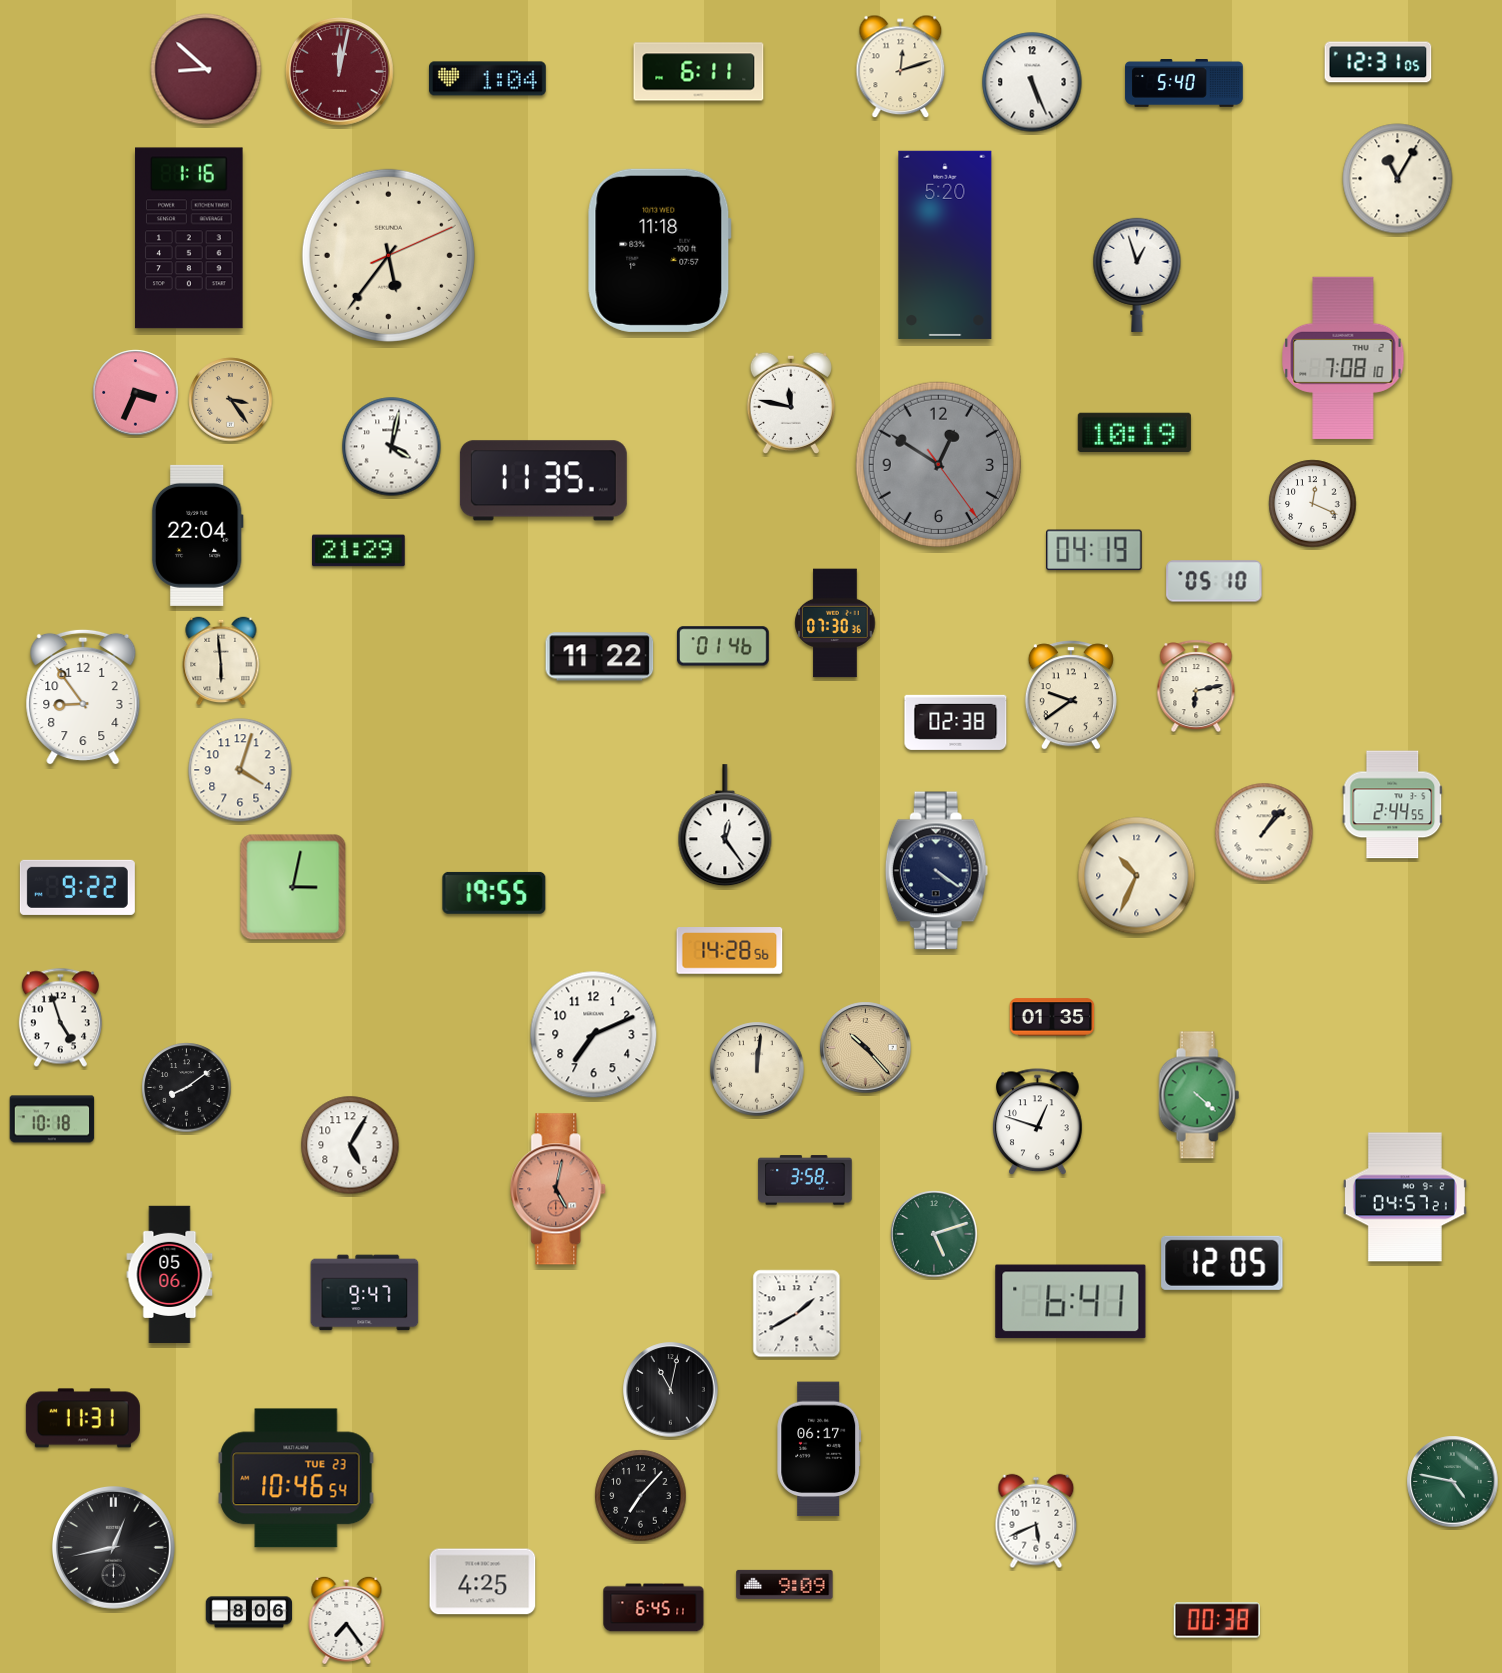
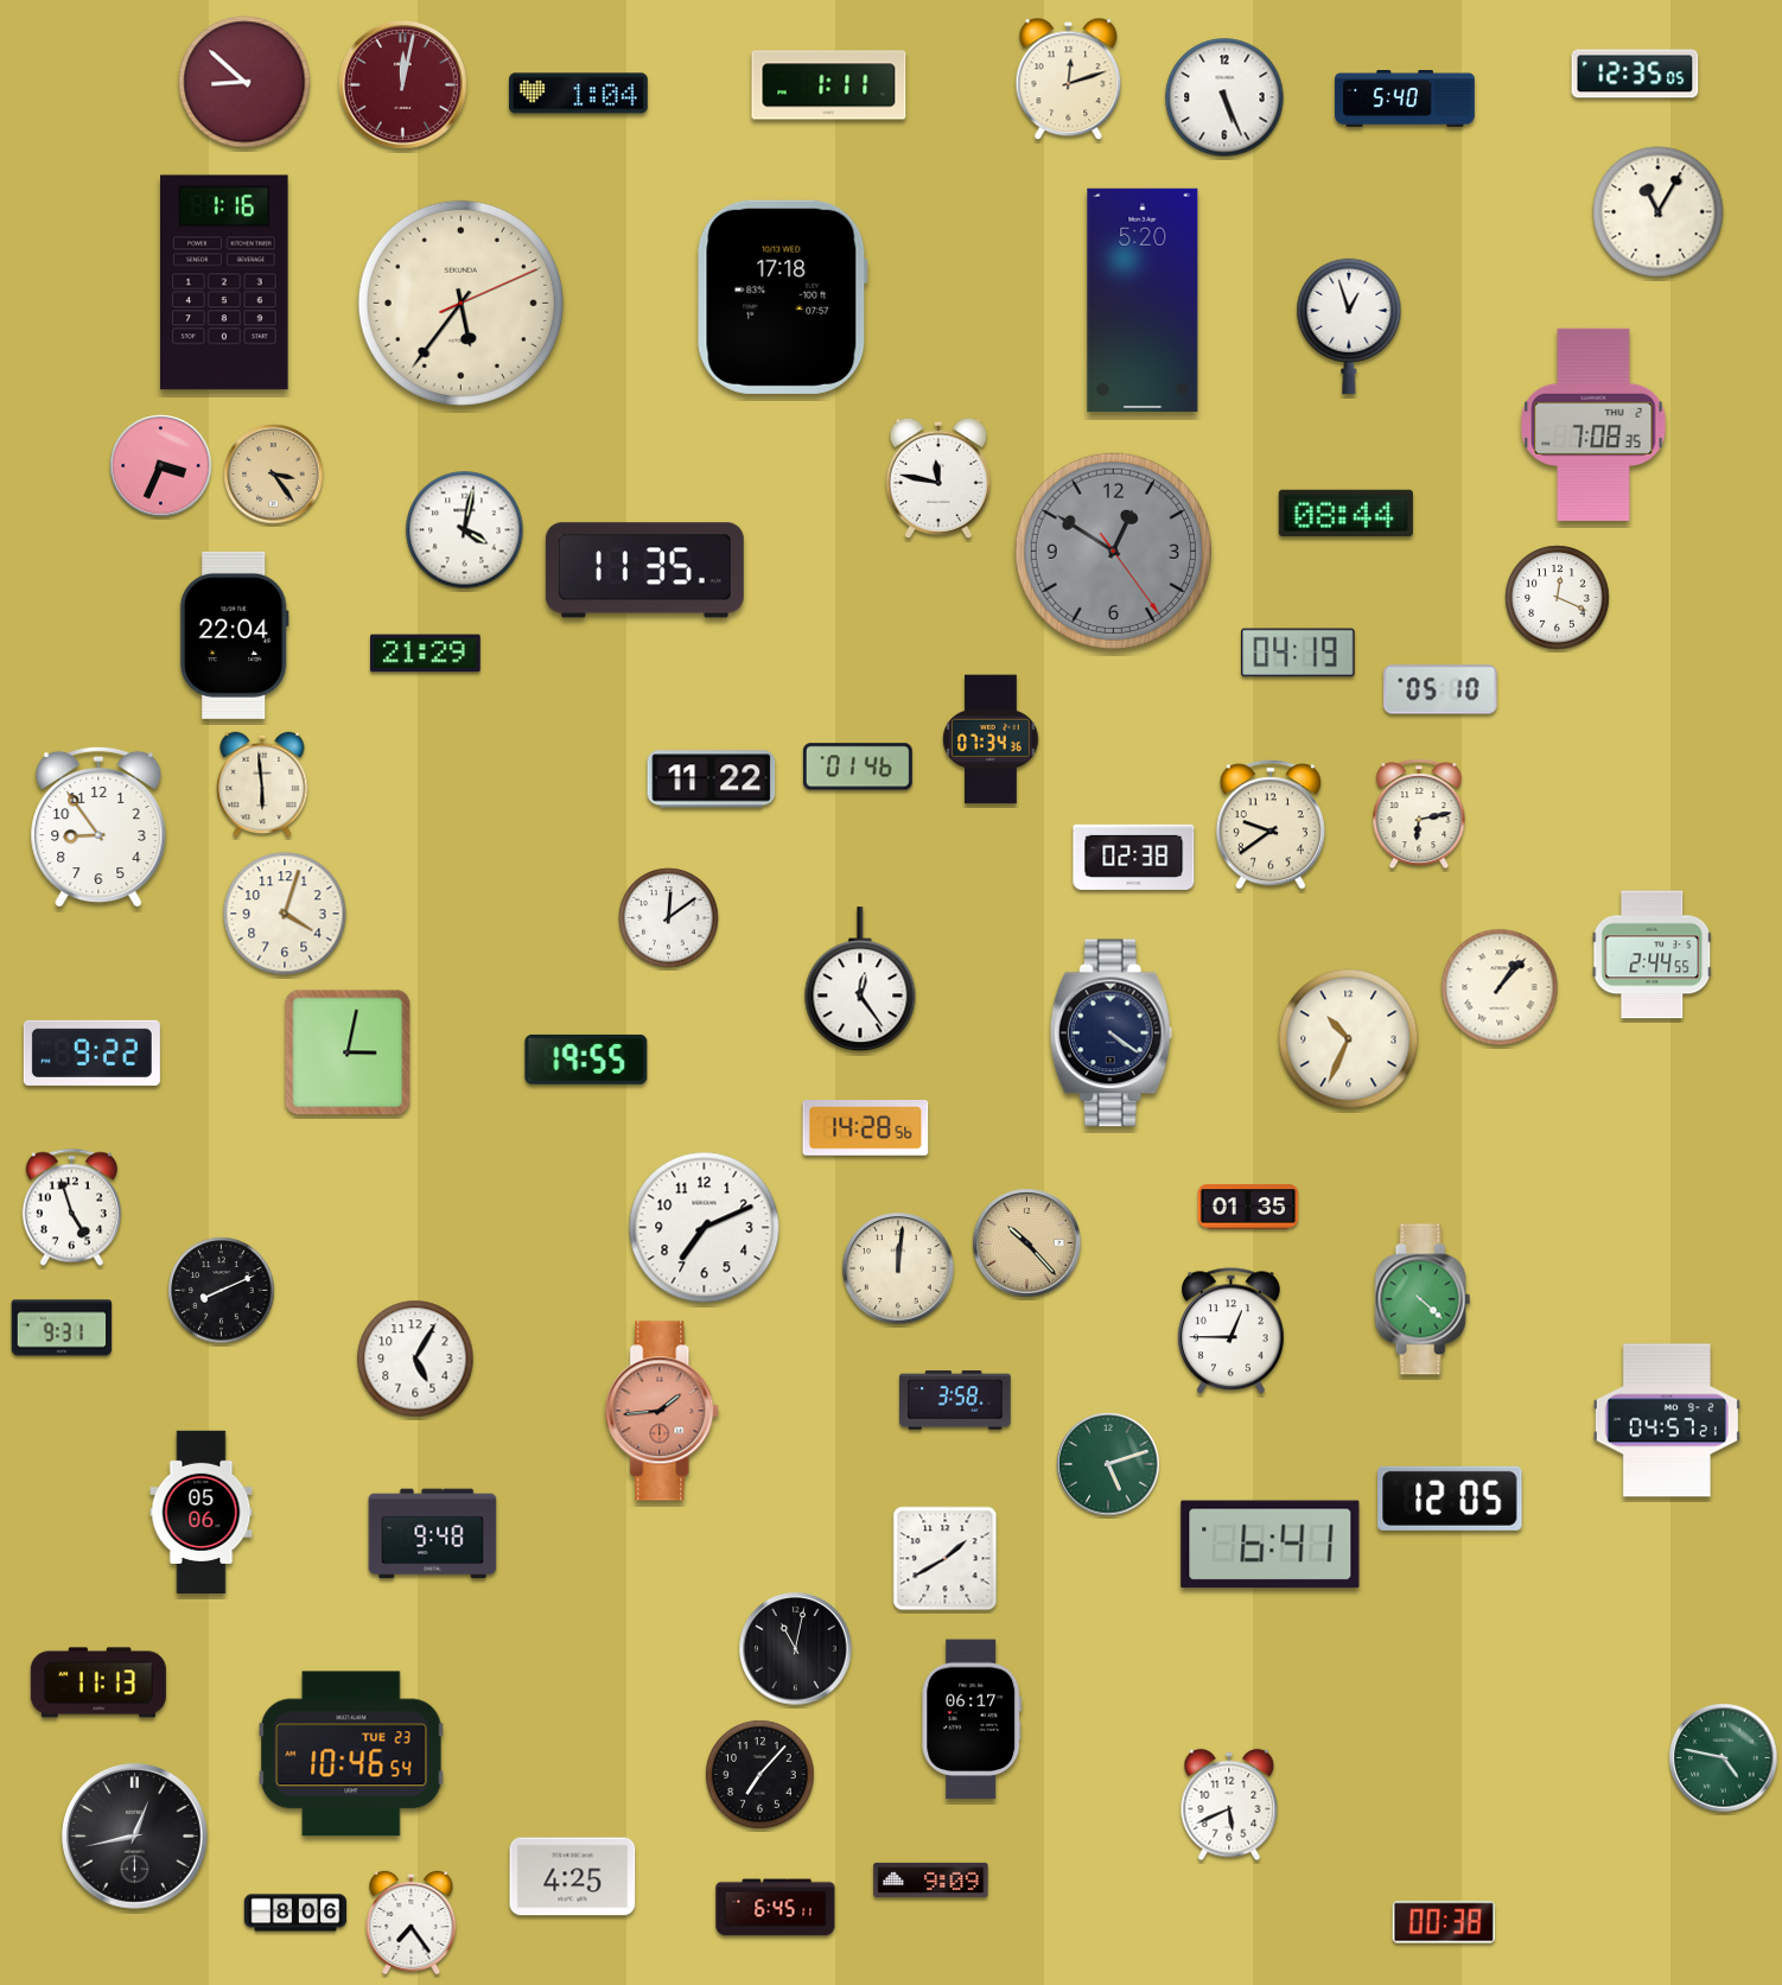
clock at (1378, 62): 12:31 -> 12:35
clock at (699, 72): 6:11 -> 1:11
clock at (945, 245) position: (945, 245) -> (1143, 300)
clock at (660, 250): 11:18 -> 17:18
clock at (1343, 357): 7:08:10 -> 7:08:35
clock at (1134, 432): 10:19 -> 08:44
clock at (835, 623): 07:30 -> 07:34
clock at (669, 918): none -> 12:09
clock at (187, 1088): 8:09 -> 8:11
clock at (52, 1119): 10:18 -> 9:31
clock at (1038, 1122): 12:48 -> 12:45
clock at (559, 1189): 5:02 -> 1:44
clock at (365, 1293): 9:47 -> 9:48
clock at (83, 1418): 11:31 -> 11:13
